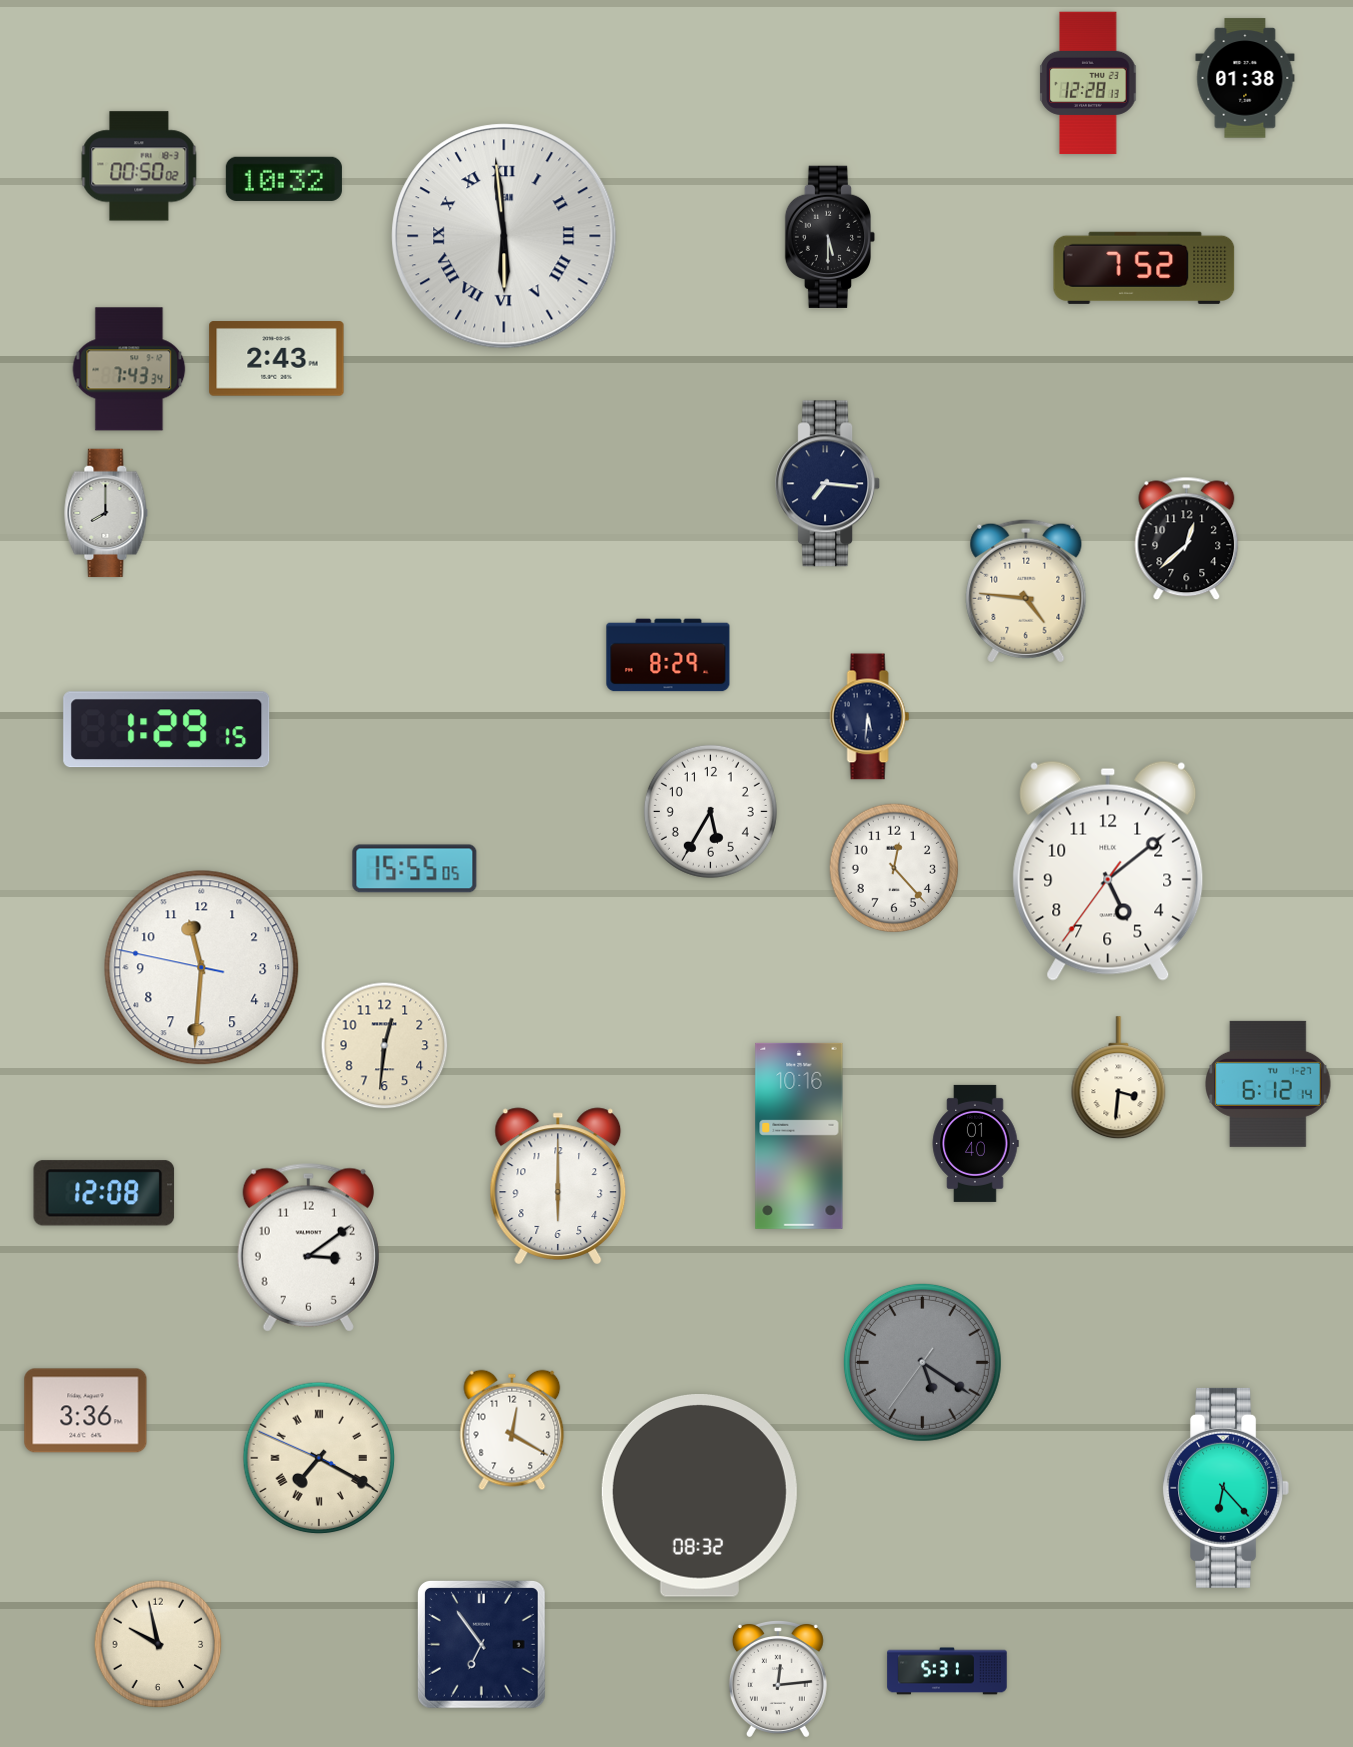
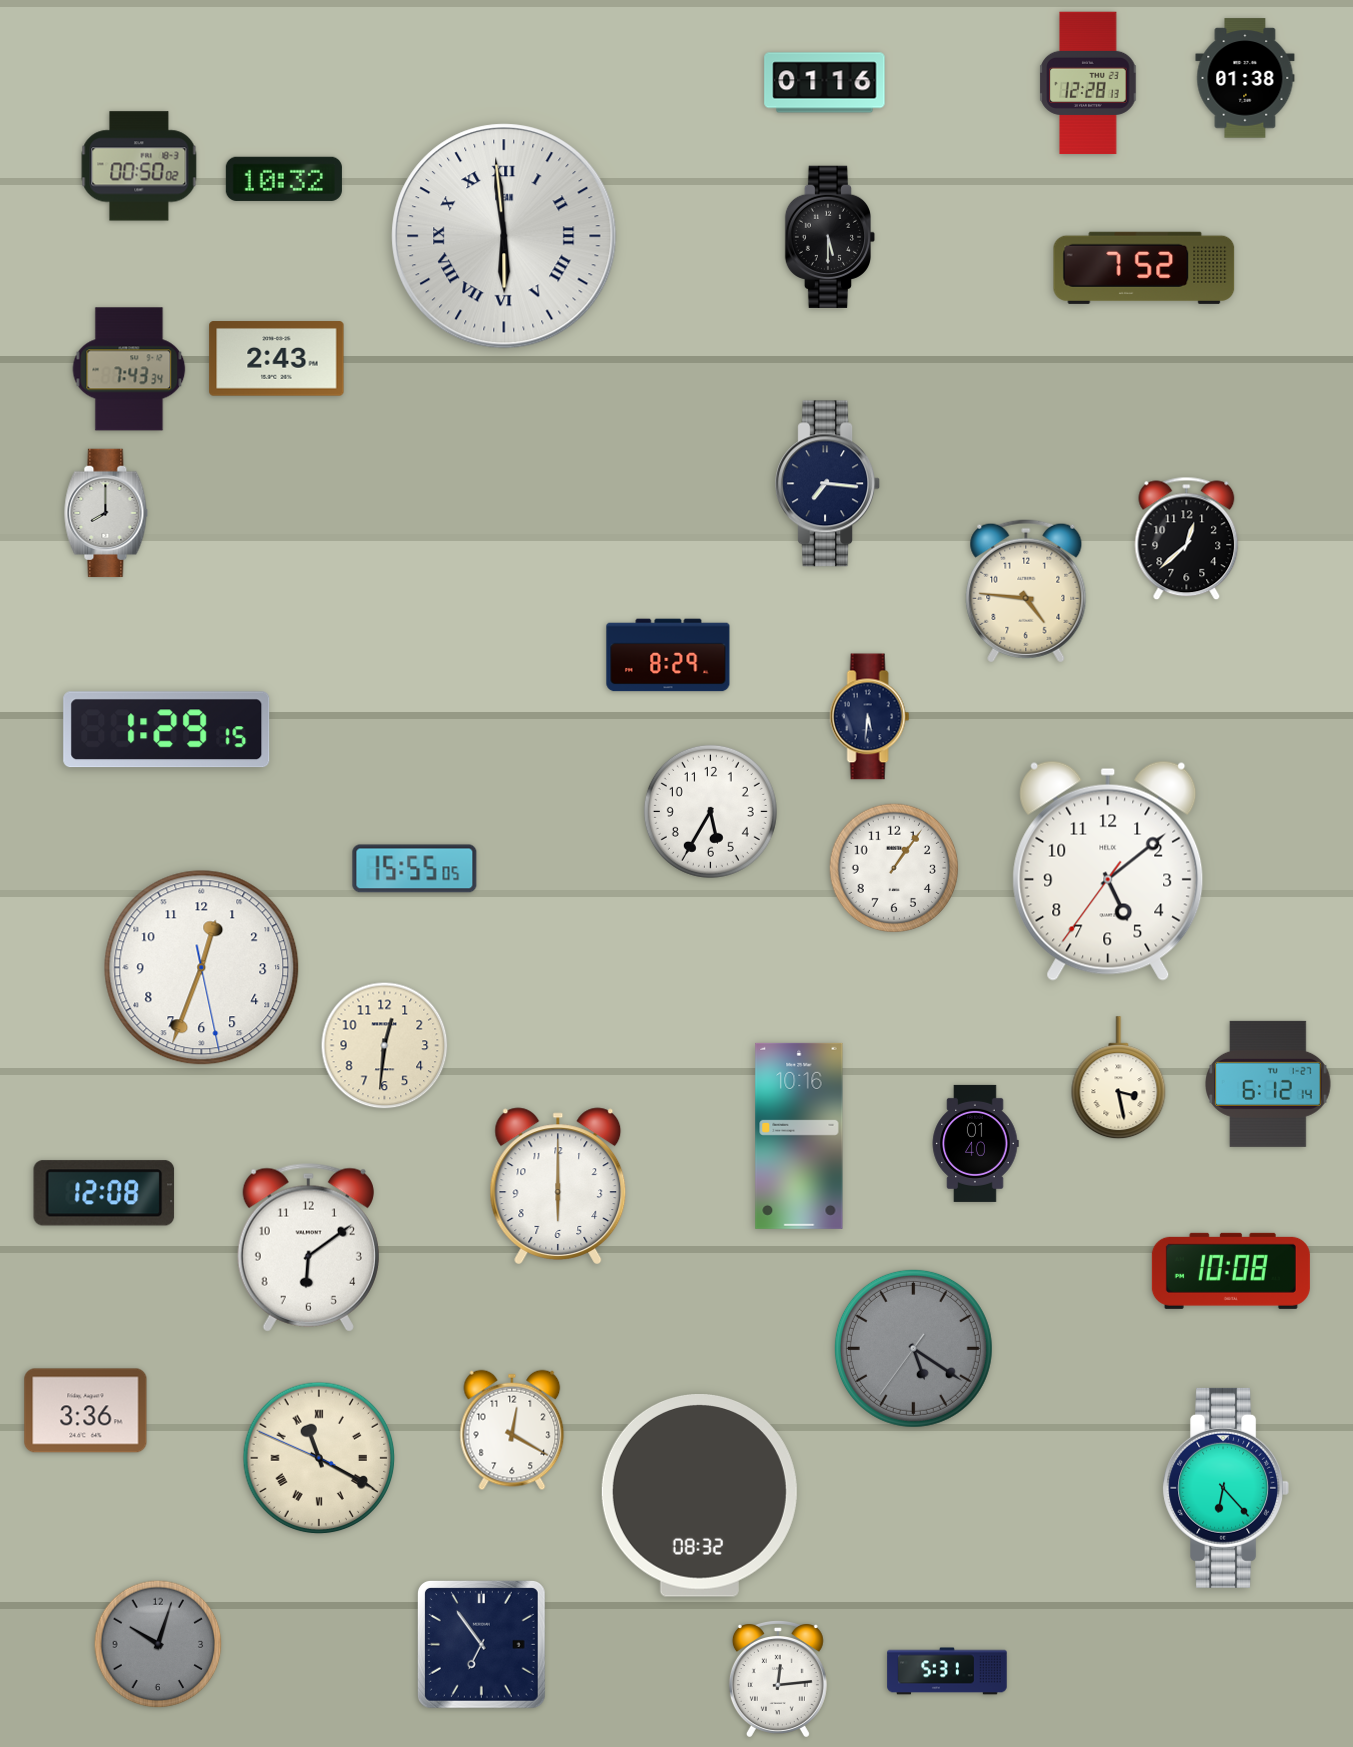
clock at (825, 83): none -> 01:16
clock at (894, 868): 12:23 -> 1:06
clock at (202, 968): 11:30 -> 12:33
clock at (1119, 1078): 3:31 -> 3:28
clock at (308, 1248): 3:09 -> 6:09
clock at (1231, 1271): none -> 10:08
clock at (922, 1362) position: (922, 1362) -> (913, 1348)
clock at (319, 1458): 7:19 -> 11:19
clock at (158, 1644): 9:58 -> 10:03
clock at (158, 1644) dial: cream -> grey
